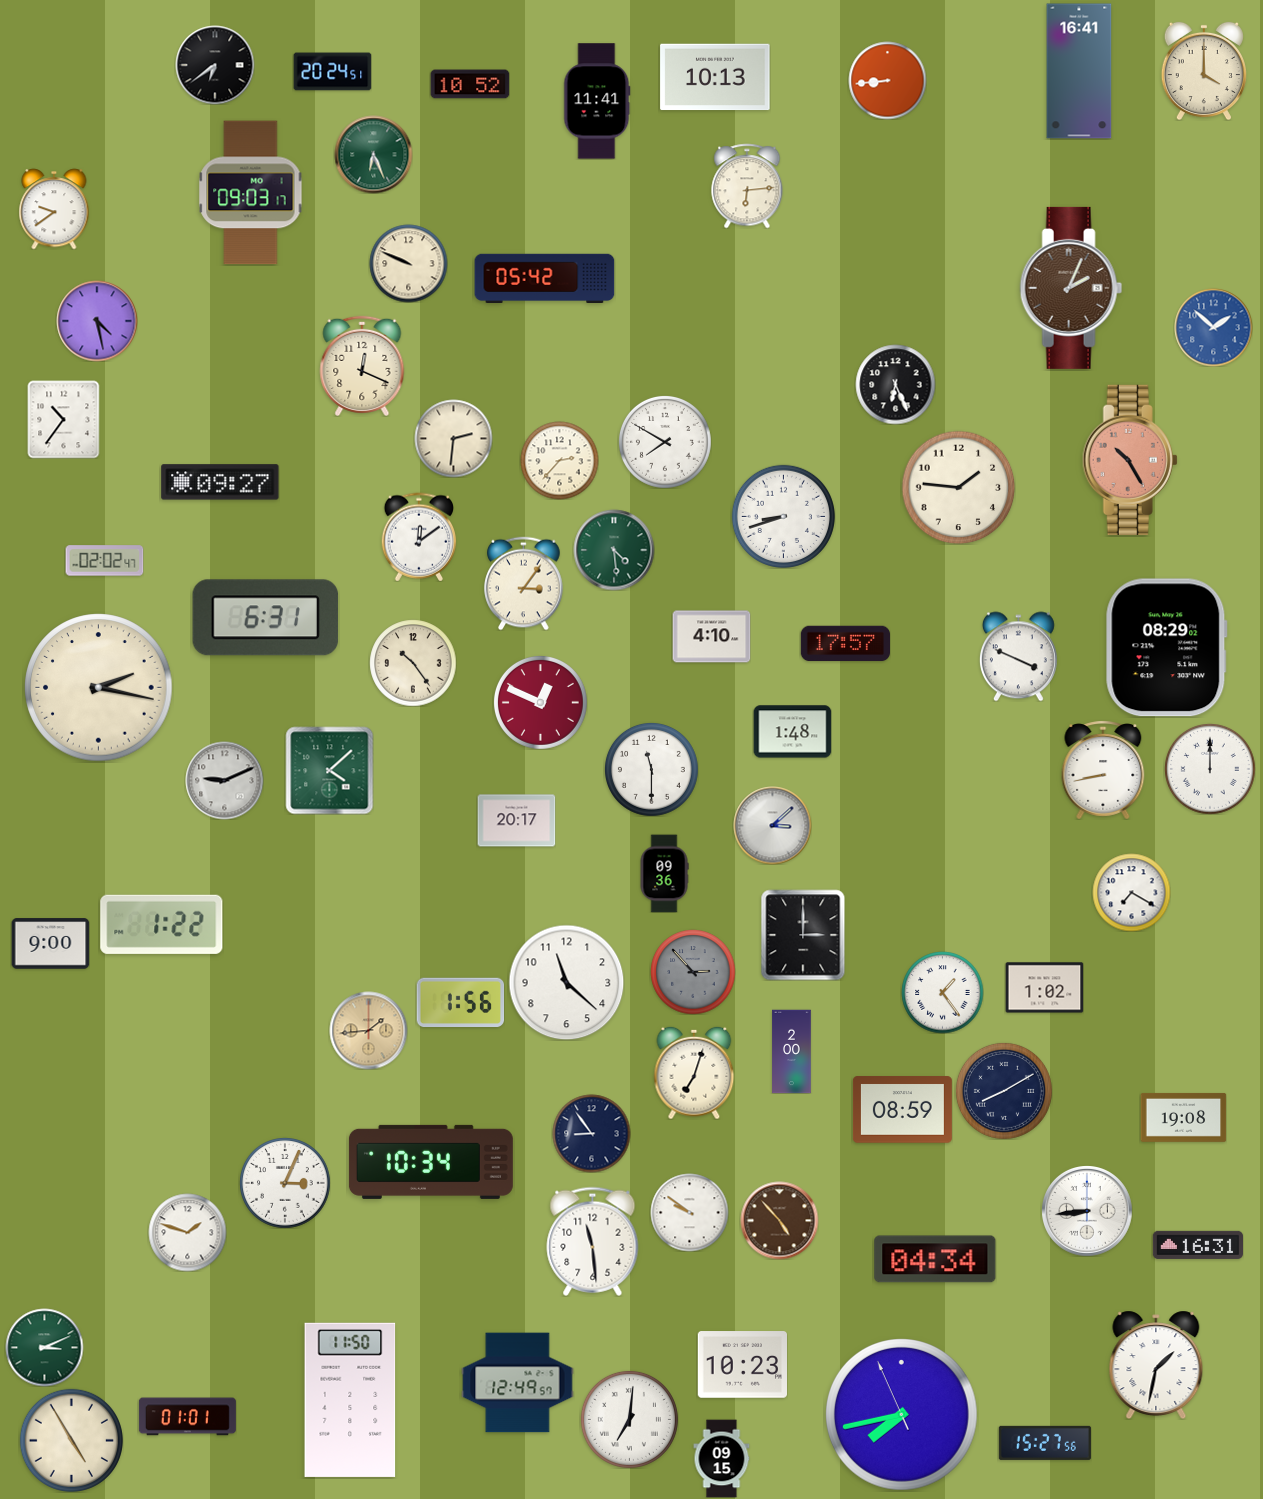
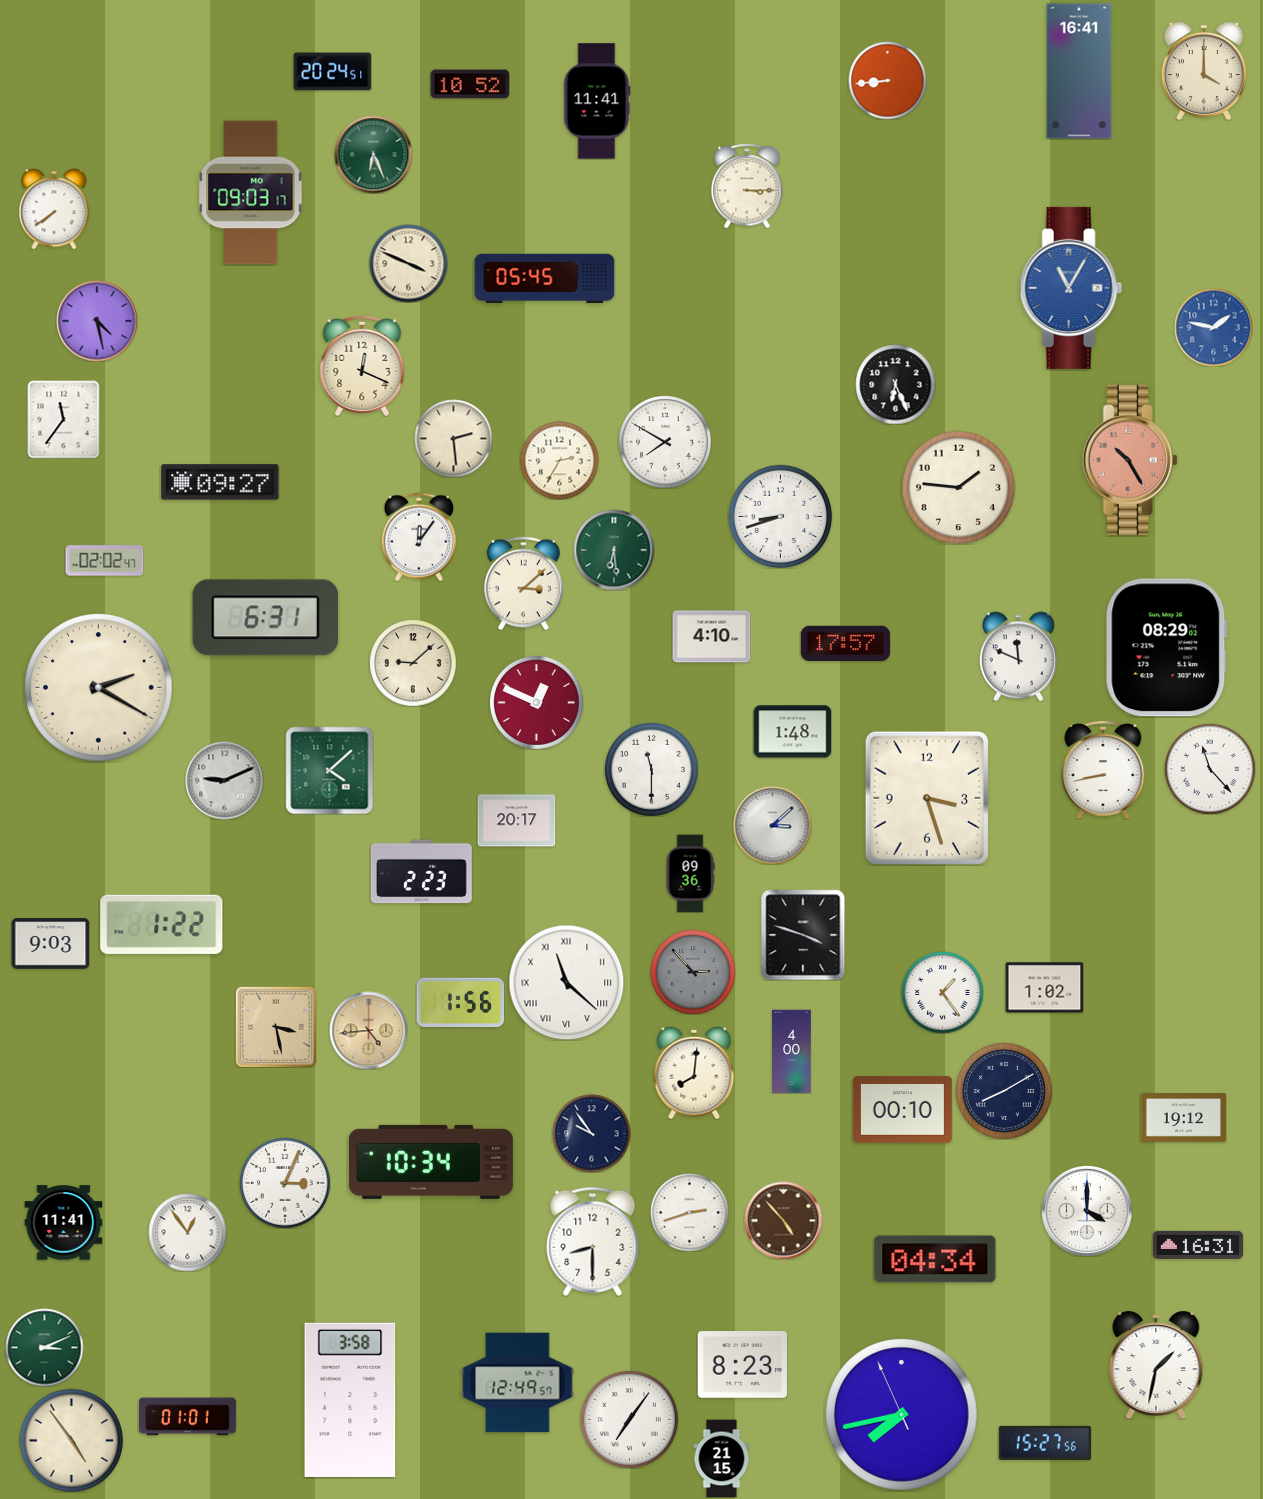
clock at (215, 65): 6:39 -> none
clock at (715, 77): 10:13 -> none
clock at (747, 186): 6:14 -> 3:15
clock at (54, 209): 9:39 -> 7:39
clock at (408, 263): 9:49 -> 3:49
clock at (545, 278): 05:42 -> 05:45
clock at (1071, 288): 2:04 -> 11:05
clock at (1071, 288) dial: brown -> blue
clock at (1213, 327): 1:52 -> 1:47
clock at (64, 419): 10:36 -> 11:36
clock at (453, 438): 2:31 -> 2:29
clock at (559, 460): 2:37 -> 2:35
clock at (783, 516) position: (783, 516) -> (780, 516)
clock at (419, 537): 12:09 -> 12:06
clock at (614, 550): 4:29 -> 6:29
clock at (524, 583): 3:06 -> 3:08
clock at (1018, 656): 3:49 -> 11:49
clock at (413, 663): 10:24 -> 9:08
clock at (99, 688): 2:17 -> 2:20
clock at (540, 702) position: (540, 702) -> (536, 702)
clock at (1210, 769): 12:00 -> 11:23
clock at (927, 798): none -> 3:27
clock at (421, 872): none -> 2:23
clock at (664, 873) position: (664, 873) -> (690, 873)
clock at (1131, 892): 7:20 -> none
clock at (803, 935): 3:00 -> 3:48
clock at (50, 944): 9:00 -> 9:03
clock at (566, 982) numerals: Arabic -> Roman
clock at (276, 1027): none -> 3:28
clock at (368, 1030): 1:44 -> 4:44
clock at (792, 1051): 2:00 -> 4:00
clock at (694, 1073): 7:03 -> 8:01
clock at (902, 1110): 08:59 -> 00:10
clock at (1183, 1117): 19:08 -> 19:12
clock at (591, 1133): 8:54 -> 9:54
clock at (1087, 1211): 8:44 -> 4:00
clock at (689, 1212): 9:51 -> 2:42
clock at (779, 1220) position: (779, 1220) -> (783, 1220)
clock at (63, 1223): none -> 11:41
clock at (187, 1232): 1:48 -> 12:54
clock at (593, 1241): 11:29 -> 8:30
clock at (742, 1365): 10:23 -> 8:23
clock at (350, 1400): 11:50 -> 3:58
clock at (629, 1419): 7:01 -> 7:06
clock at (71, 1440): 4:55 -> 4:54
clock at (722, 1458): 09:15 -> 21:15
